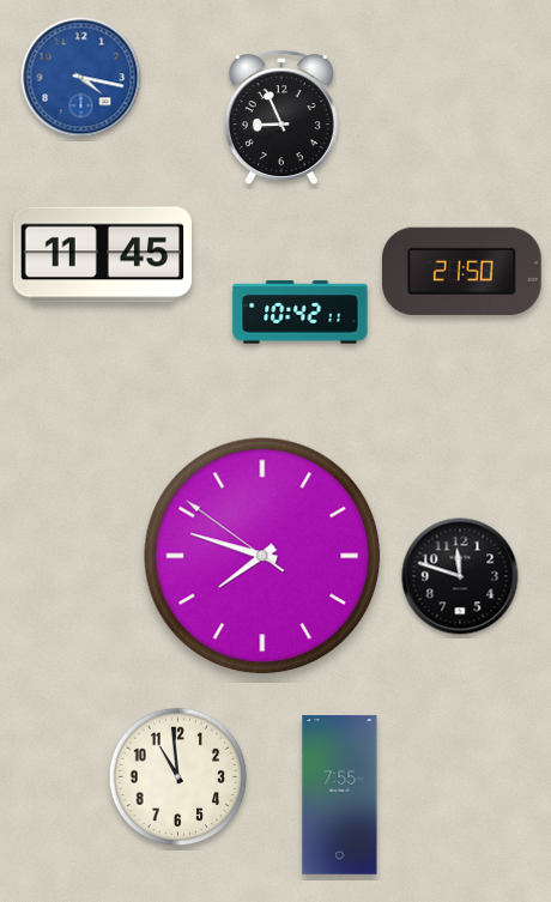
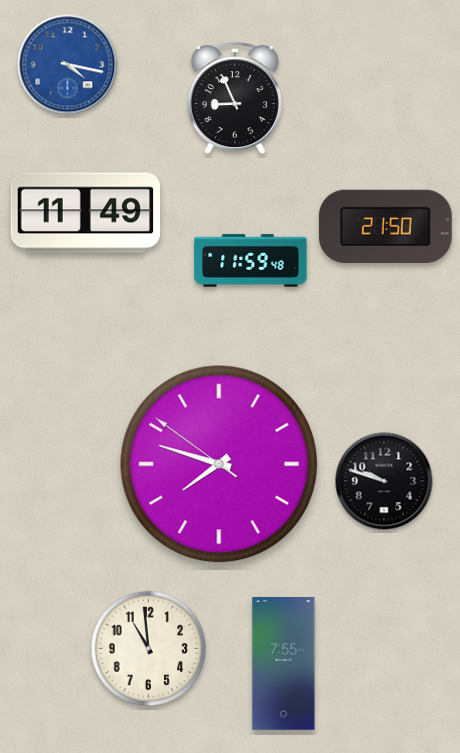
clock at (103, 255): 11:45 -> 11:49
clock at (301, 313): 10:42 -> 11:59
clock at (460, 576): 11:48 -> 9:48
